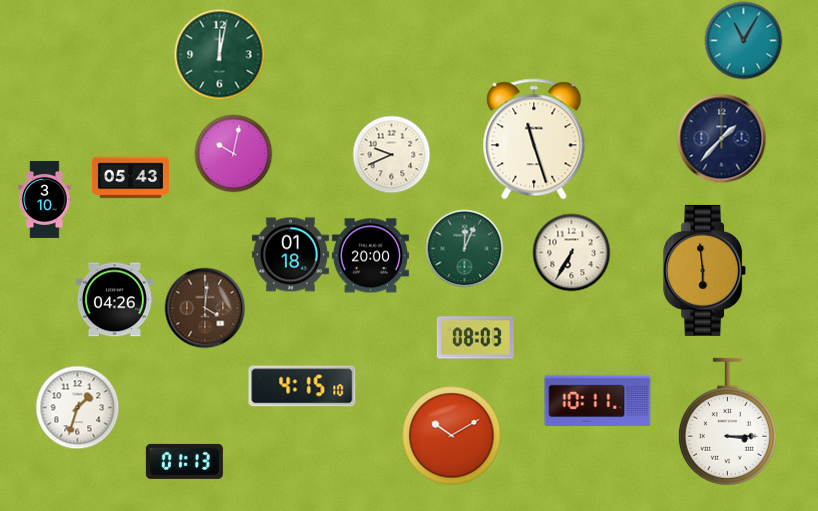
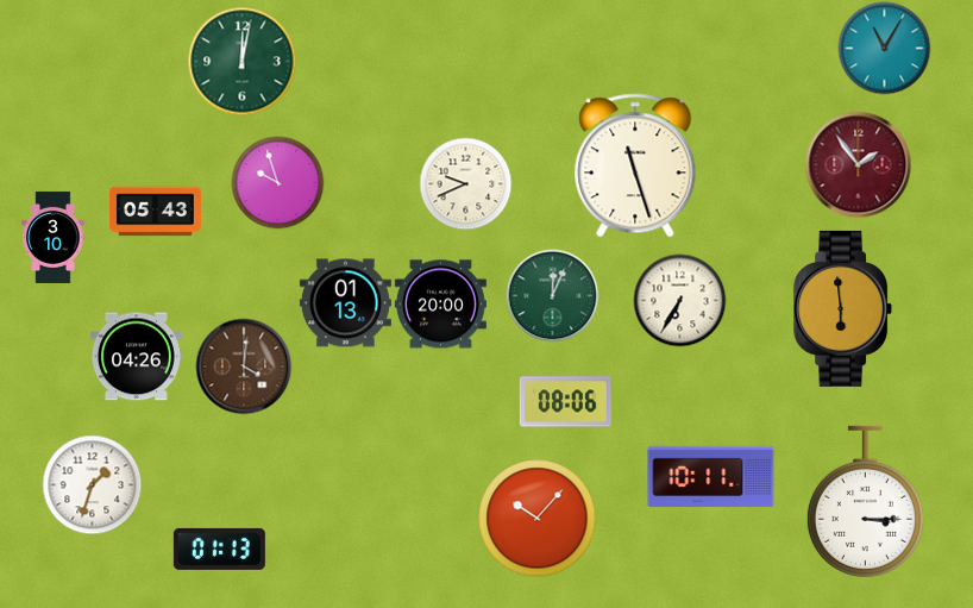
clock at (219, 54) position: (219, 54) -> (241, 61)
clock at (721, 138): 1:37 -> 1:54
clock at (721, 138) dial: navy -> burgundy
clock at (233, 153): 10:02 -> 9:57
clock at (290, 255): 01:18 -> 01:13
clock at (705, 270) position: (705, 270) -> (843, 308)
clock at (475, 338): 08:03 -> 08:06
clock at (302, 386): 4:15 -> none
clock at (452, 436): 10:10 -> 10:07
